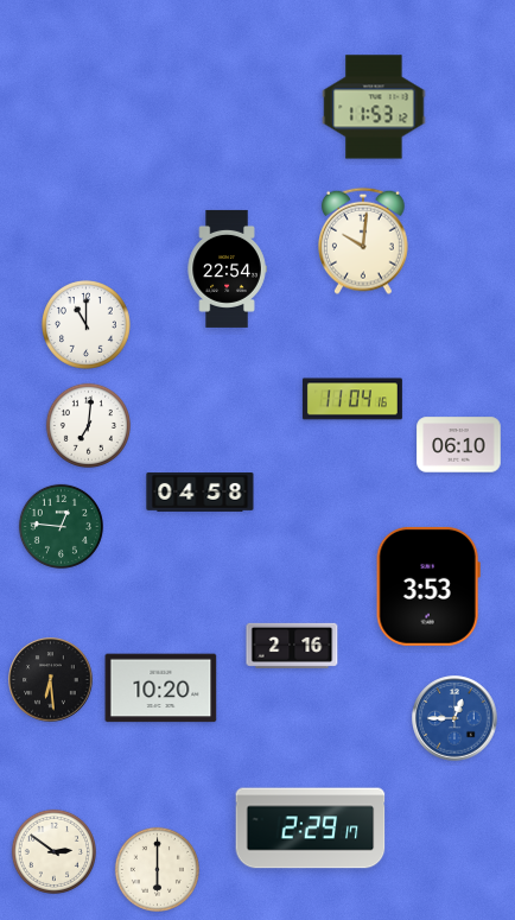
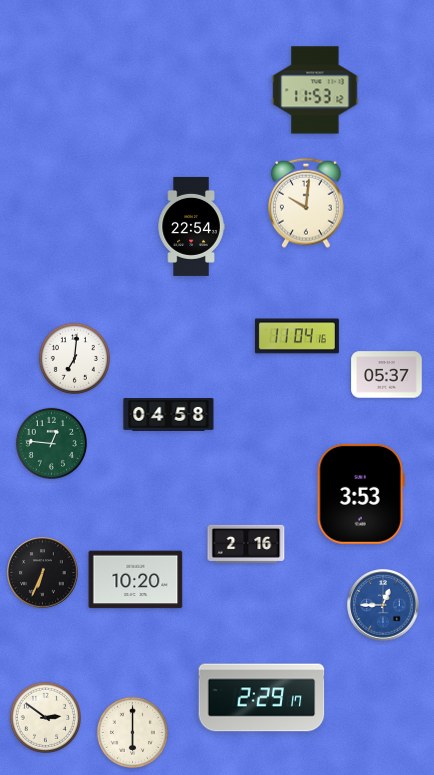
clock at (87, 325): 11:00 -> none
clock at (459, 445): 06:10 -> 05:37
clock at (51, 680): 6:29 -> 6:34
